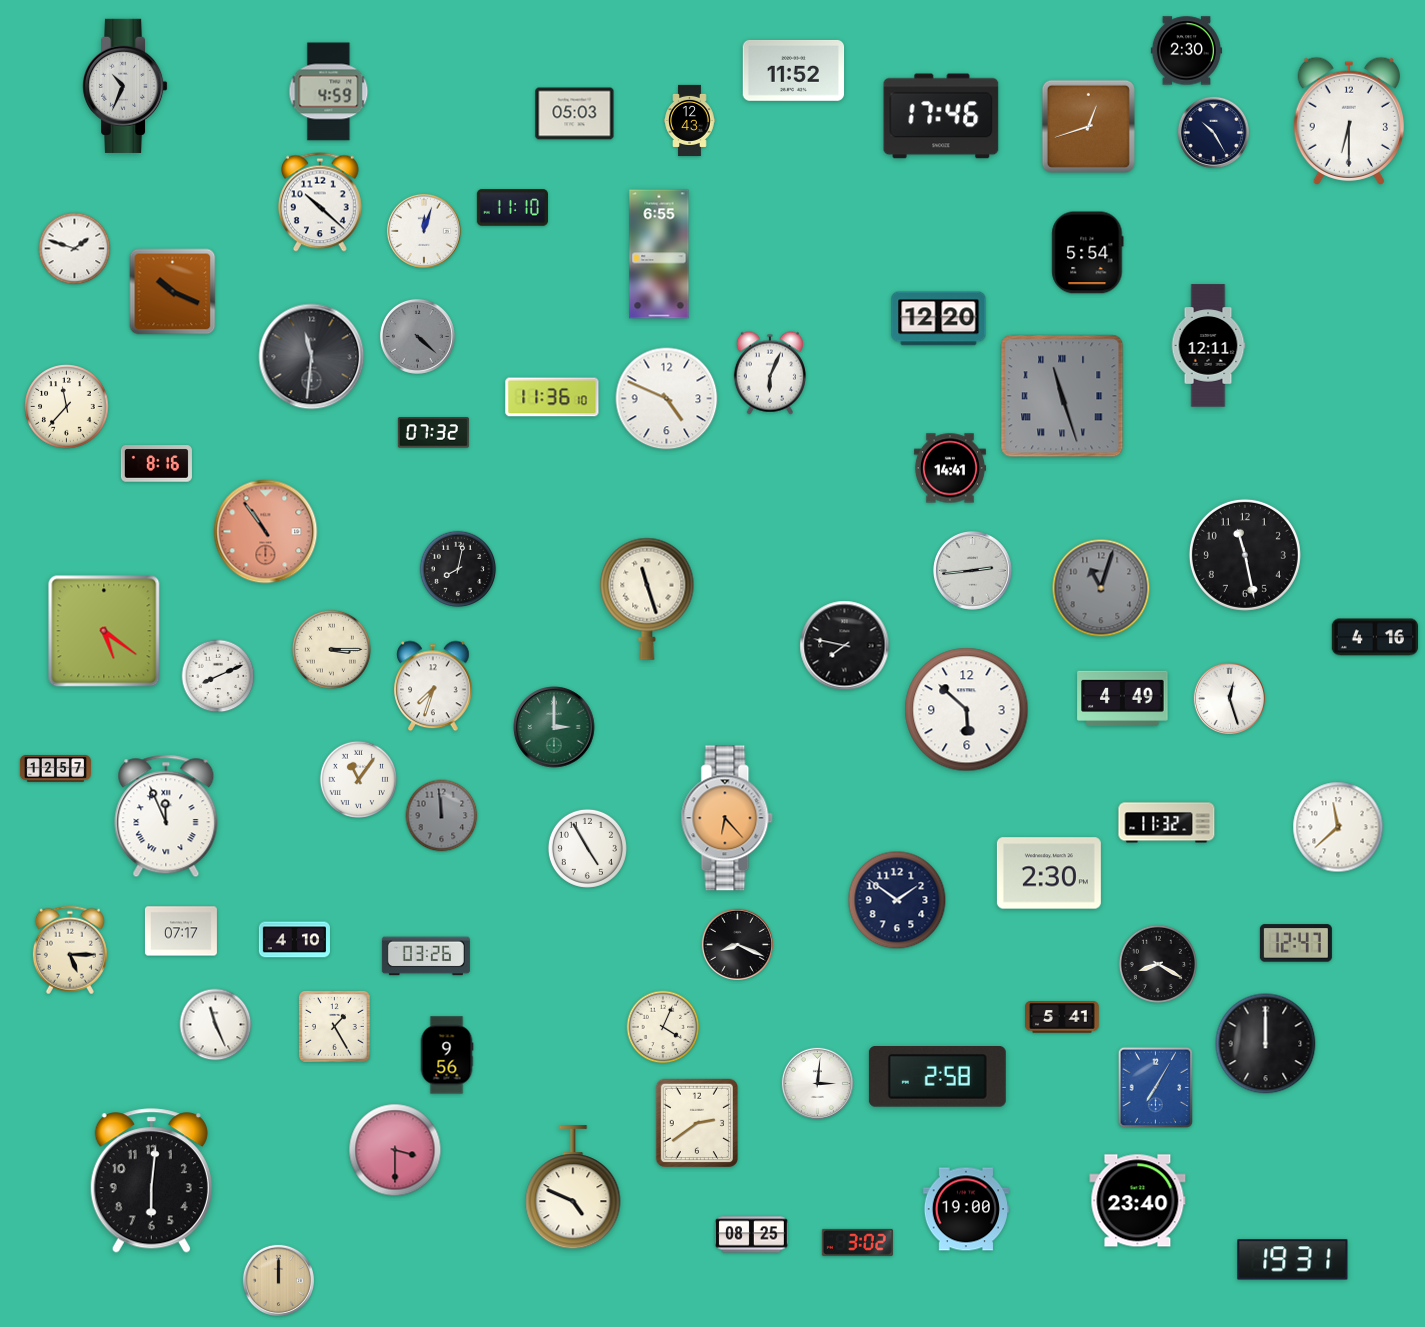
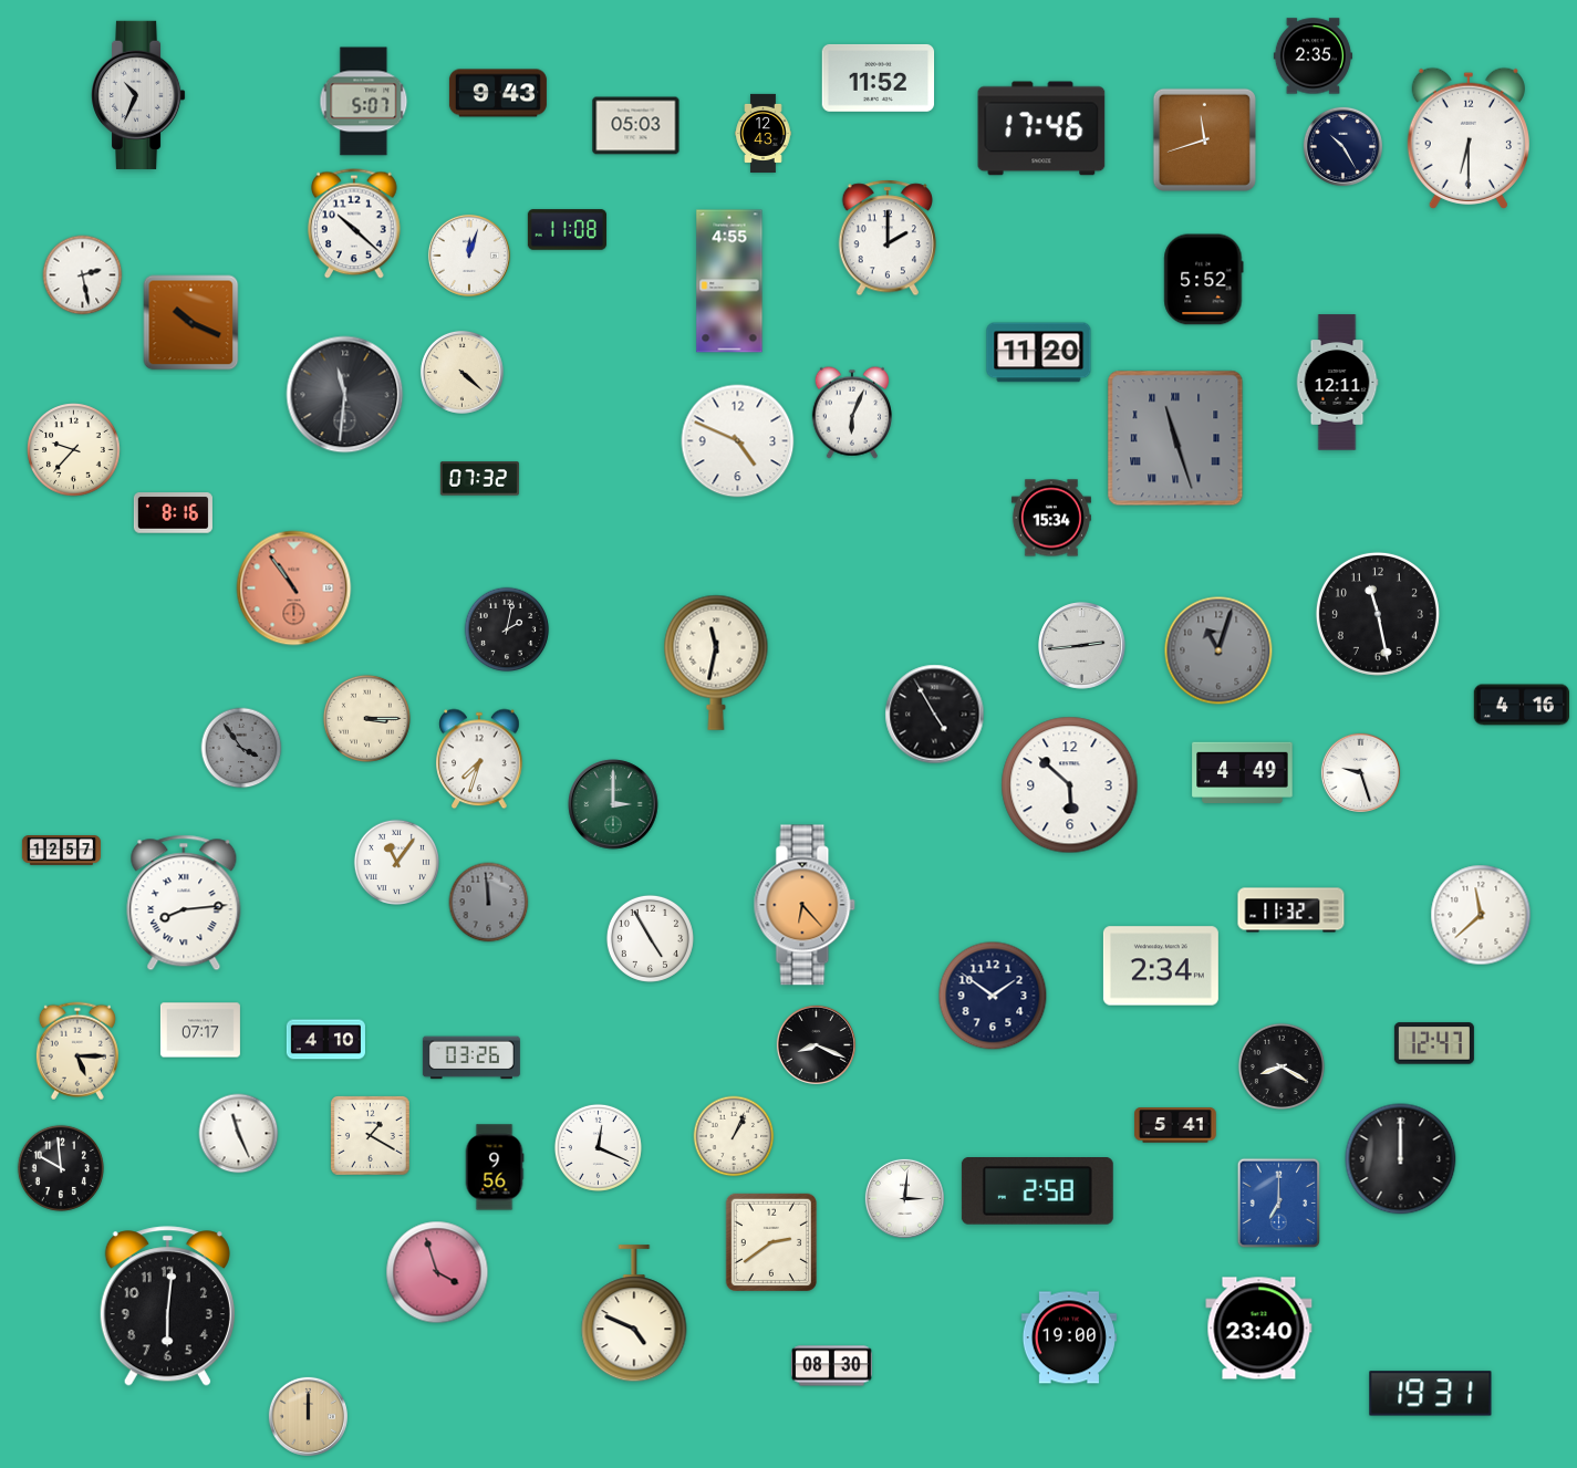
clock at (1186, 51): 2:30 -> 2:35
clock at (498, 93): none -> 9:43
clock at (329, 92): 4:59 -> 5:07
clock at (1349, 121) position: (1349, 121) -> (1469, 138)
clock at (1088, 126): 12:42 -> 11:42
clock at (512, 208): 11:10 -> 11:08
clock at (886, 238): none -> 2:00
clock at (75, 249): 1:48 -> 2:28
clock at (1088, 253): 5:54 -> 5:52
clock at (659, 254): 6:55 -> 4:55
clock at (939, 319): 12:20 -> 11:20
clock at (417, 336) dial: grey -> cream
clock at (552, 397): 11:36 -> none
clock at (67, 407): 11:37 -> 9:37
clock at (950, 468): 14:41 -> 15:34
clock at (458, 569): 8:02 -> 2:02
clock at (973, 571) position: (973, 571) -> (1082, 646)
clock at (647, 599): 11:27 -> 11:32
clock at (104, 631): 5:21 -> none
clock at (845, 646): 7:47 -> 4:55
clock at (218, 676): 8:11 -> 3:54
clock at (218, 676) dial: white -> grey
clock at (1229, 698): 12:27 -> 9:27
clock at (166, 816): 11:56 -> 8:14
clock at (1049, 873): 2:30 -> 2:34
clock at (335, 1027): 1:25 -> 1:20
clock at (663, 1027): 4:04 -> 1:04
clock at (598, 1147): none -> 12:19
clock at (1266, 1044) position: (1266, 1044) -> (1401, 1159)
clock at (61, 1168): none -> 9:59
clock at (1156, 1088): 7:05 -> 7:00
clock at (395, 1150): 3:30 -> 3:57
clock at (752, 1235): 08:25 -> 08:30
clock at (857, 1242): 3:02 -> none
